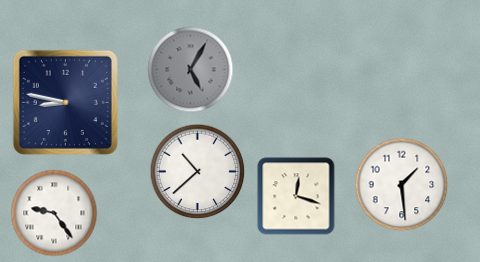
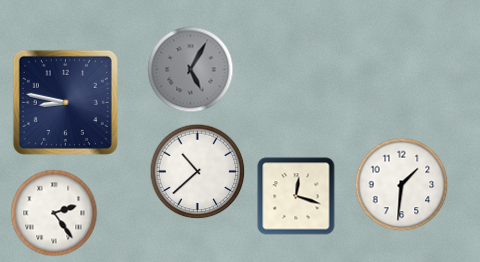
clock at (402, 185): 1:29 -> 1:31
clock at (54, 213): 9:24 -> 2:24
